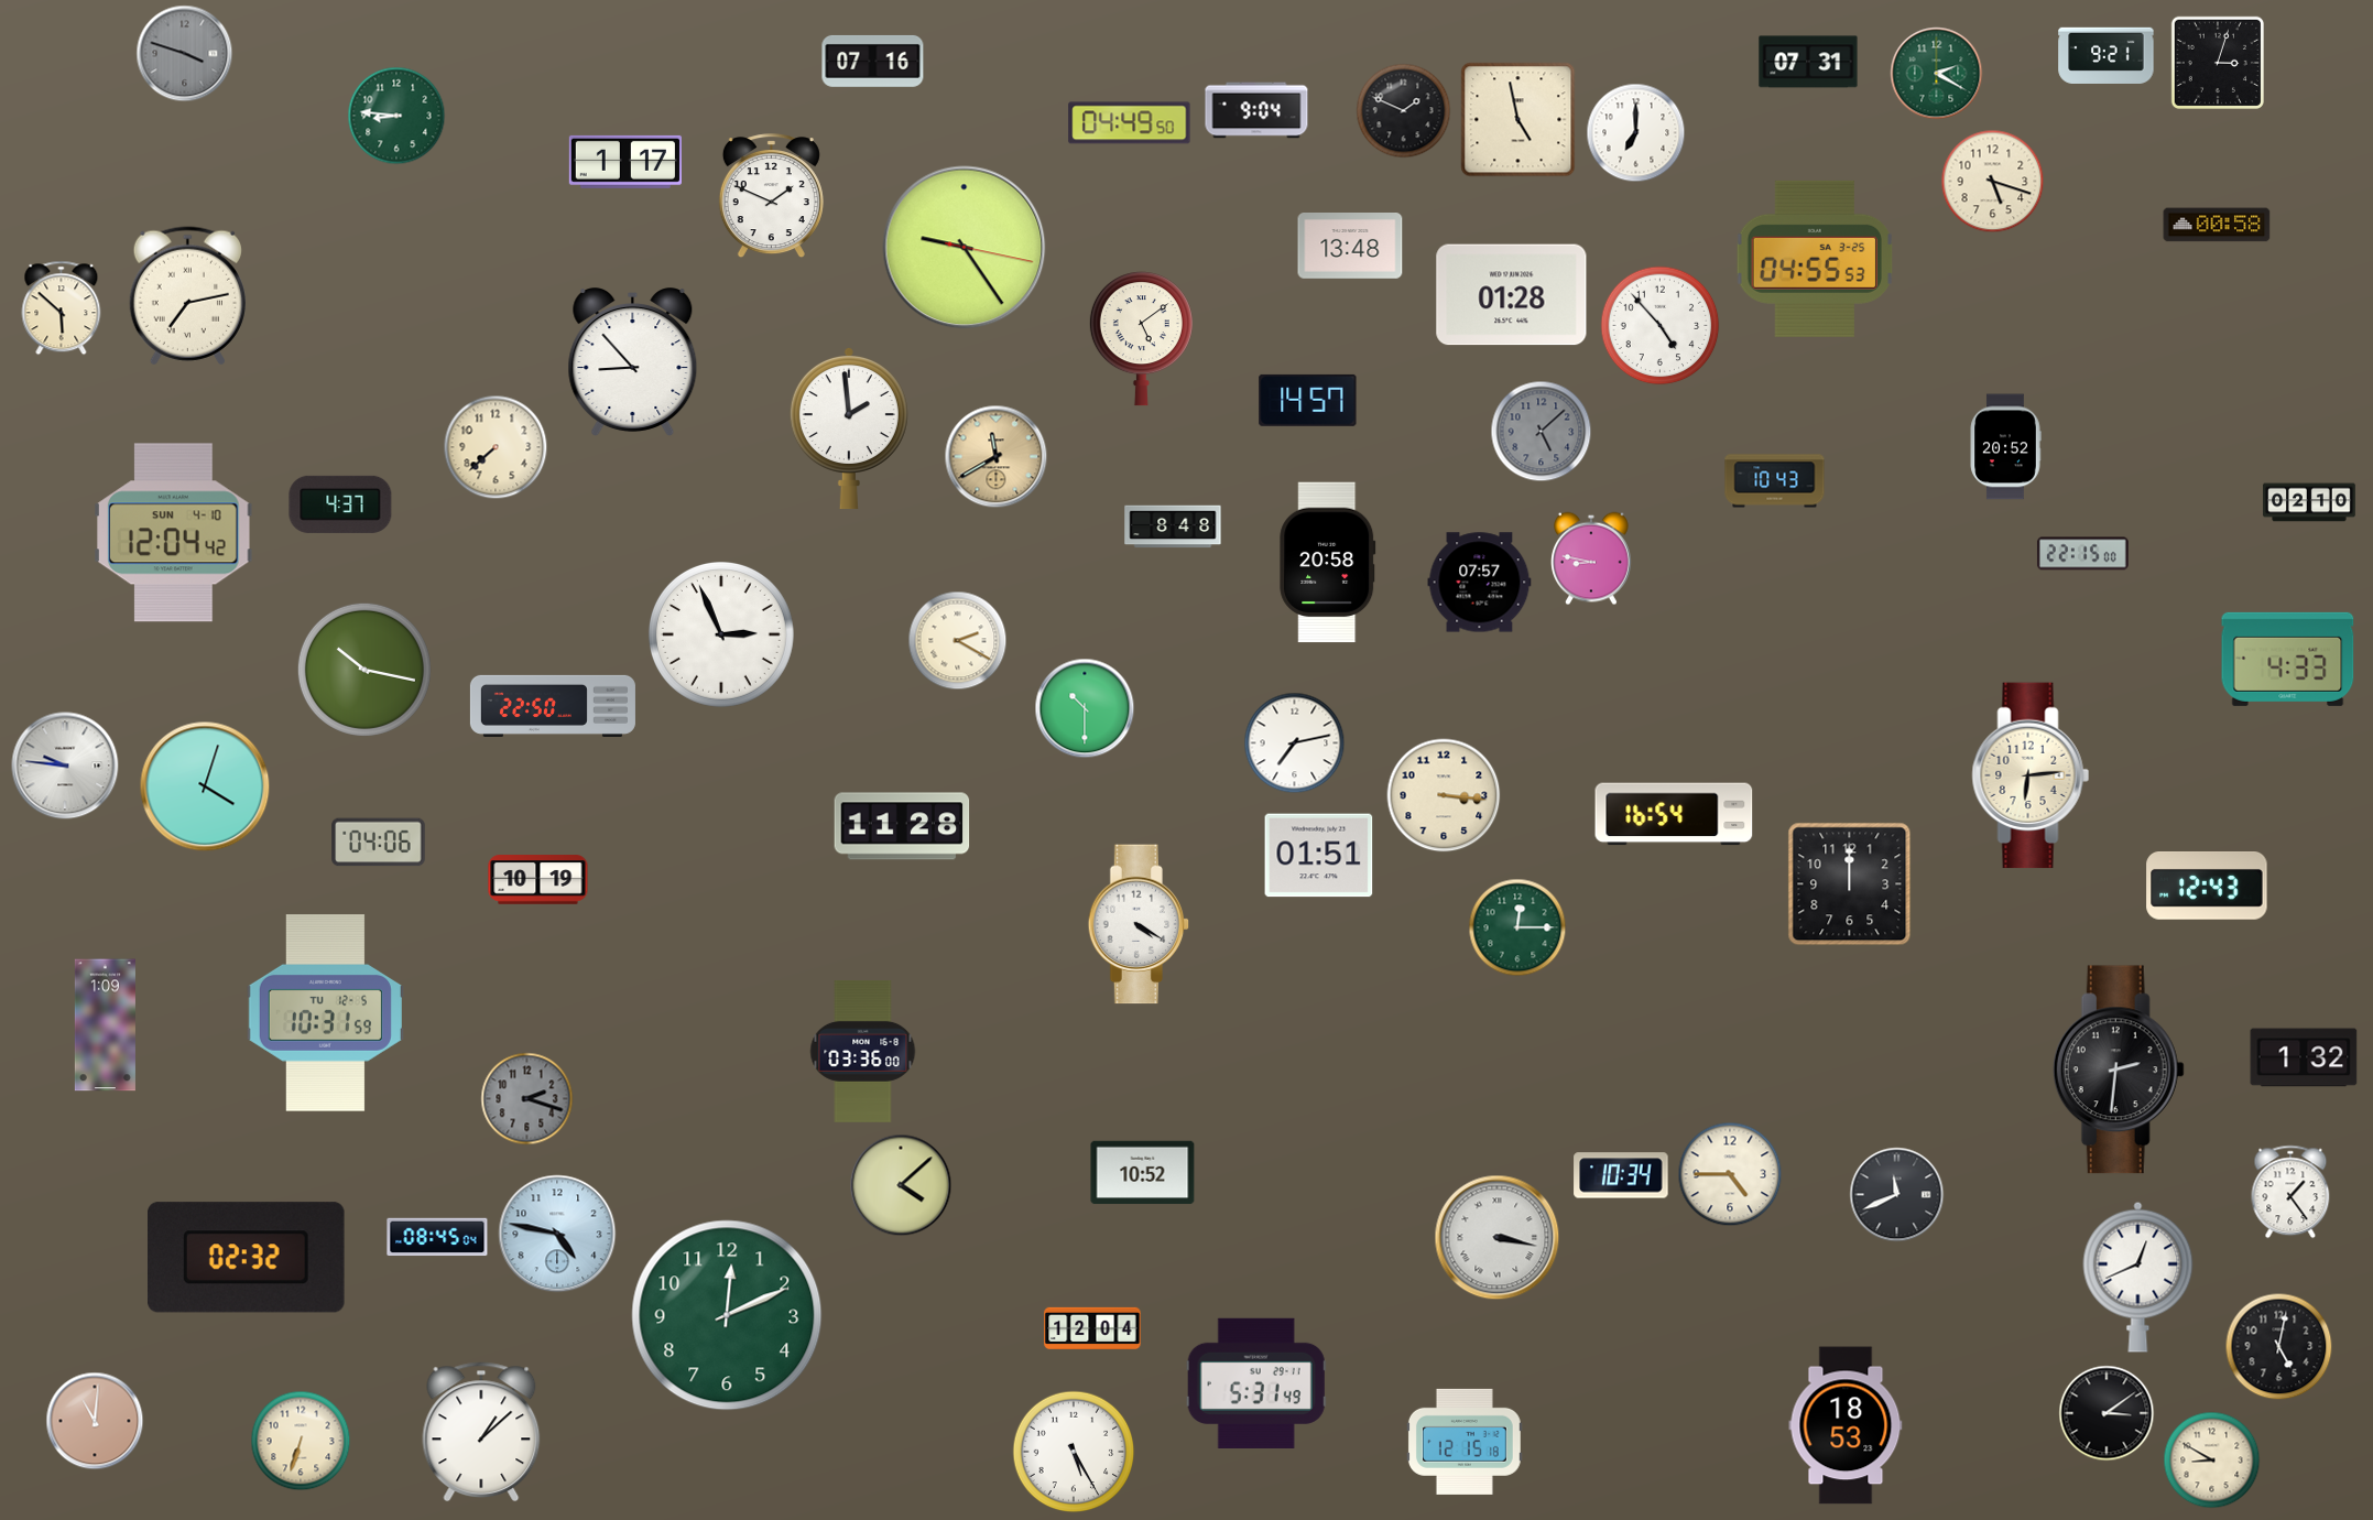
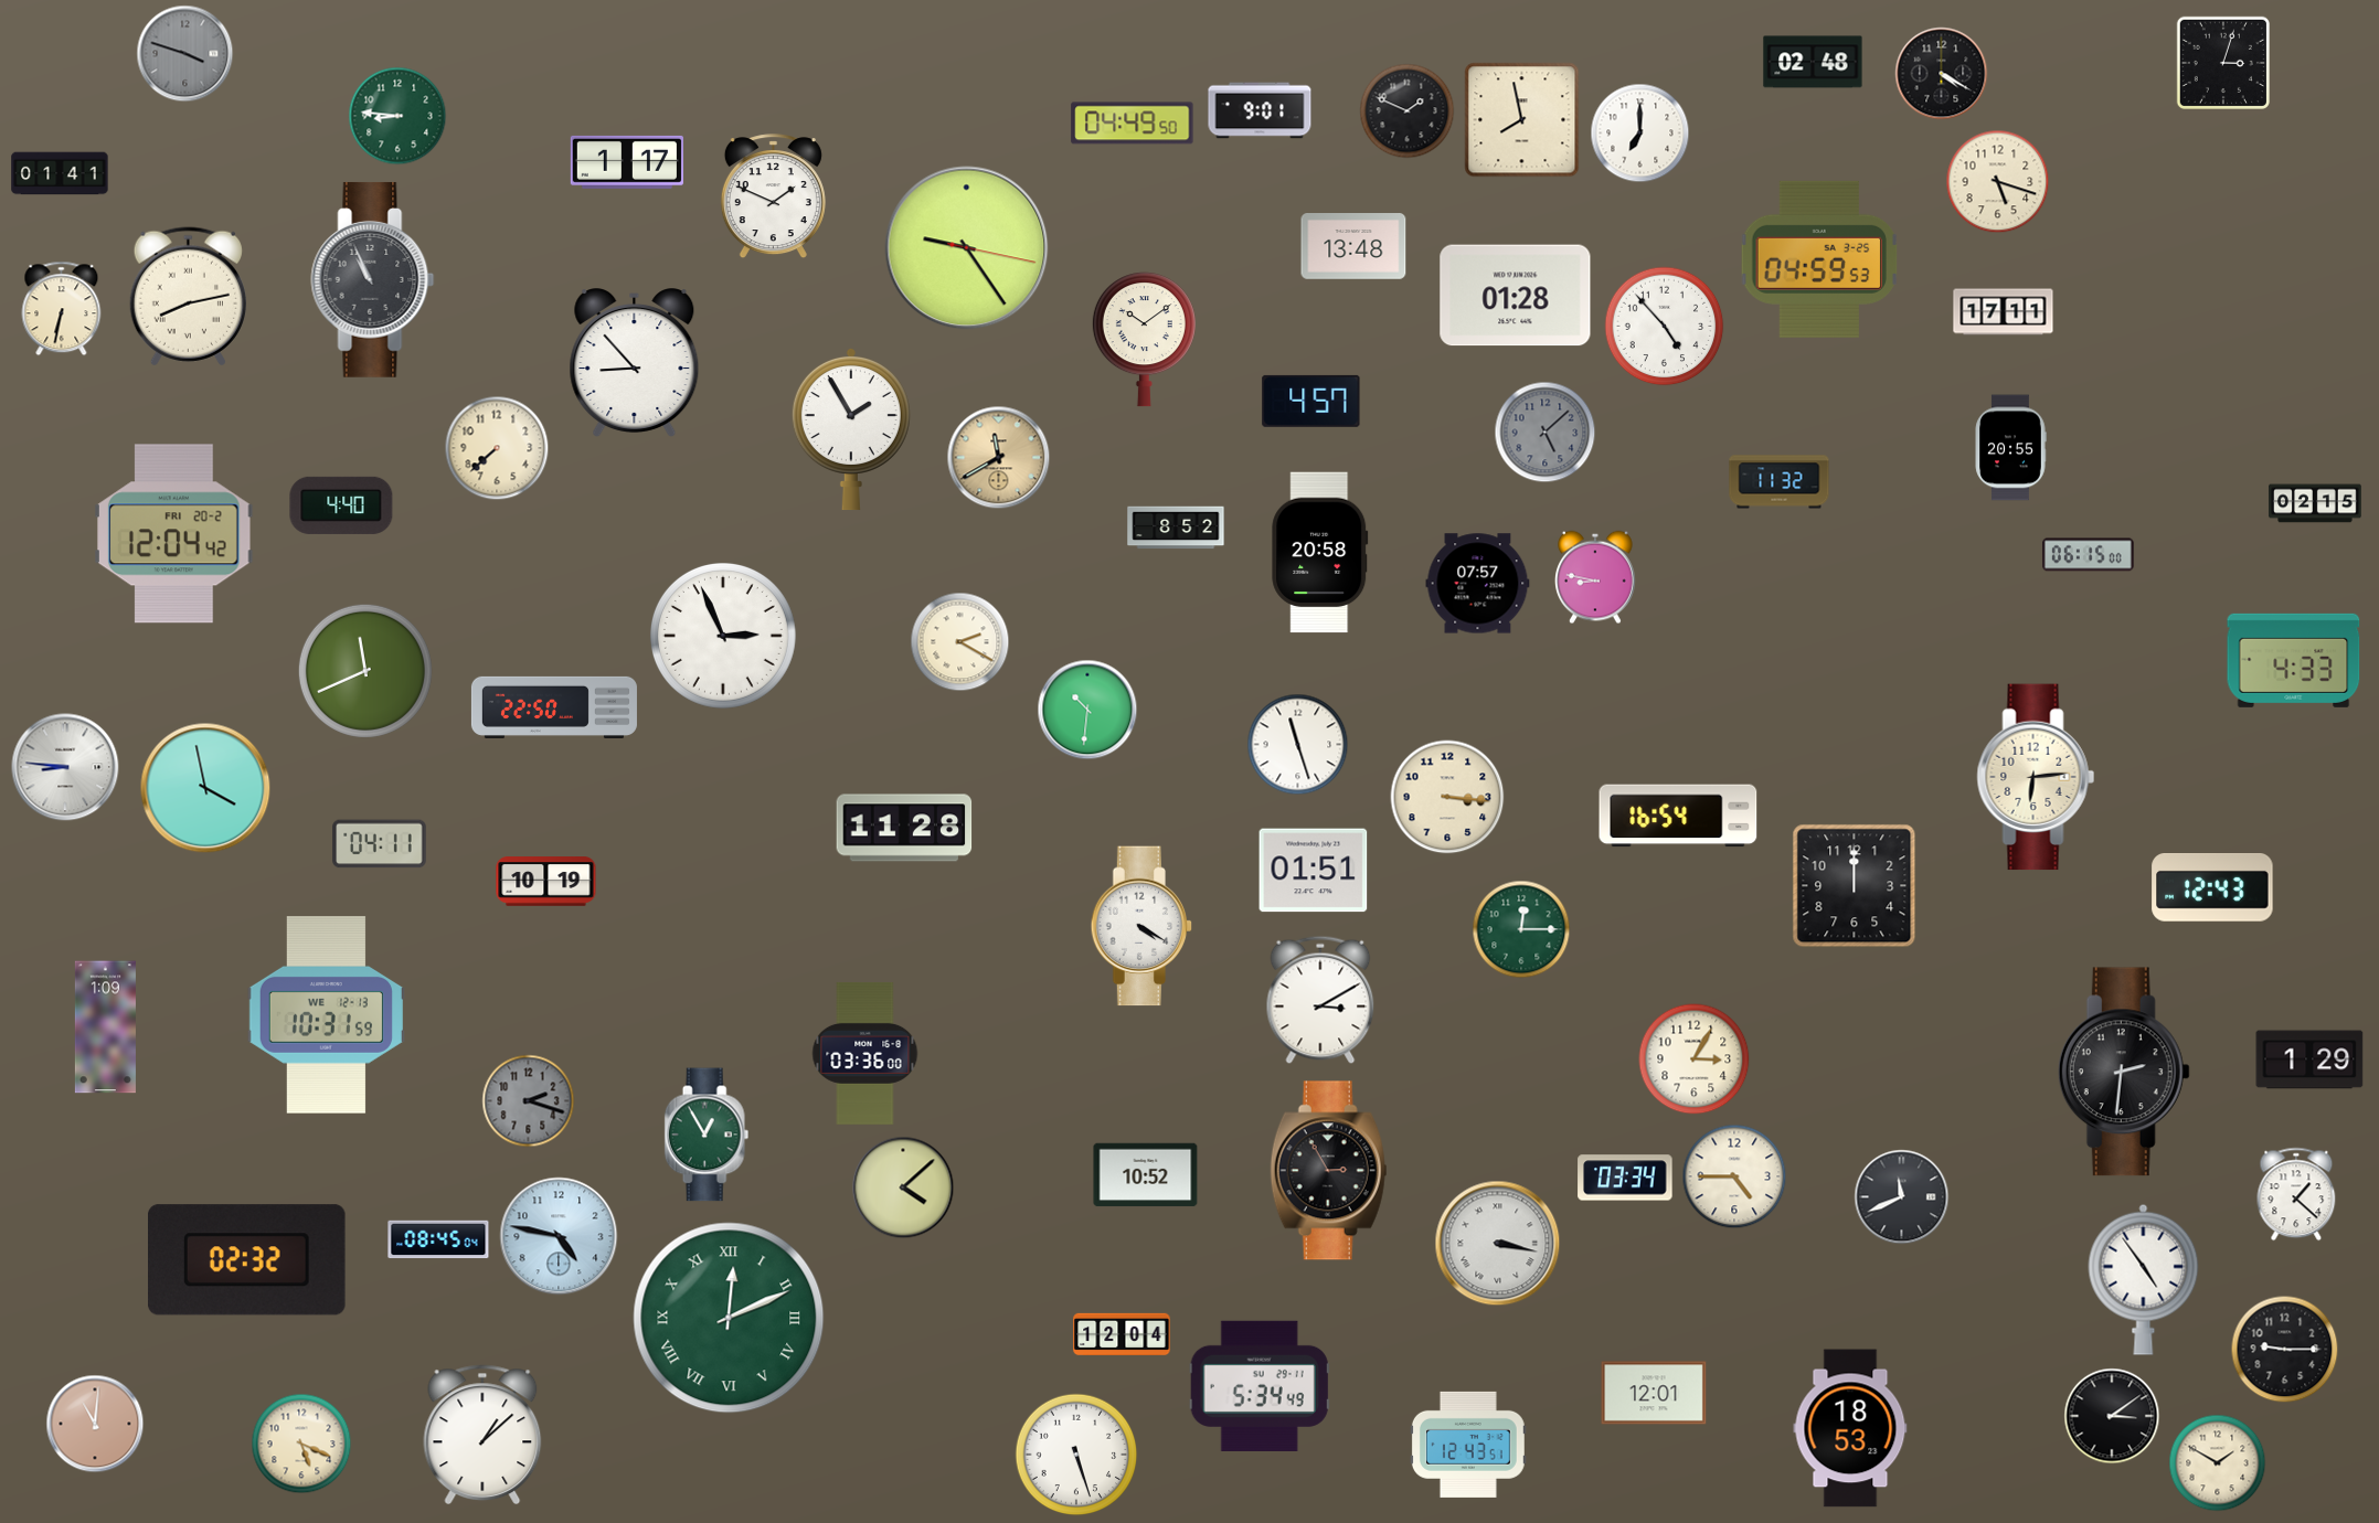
clock at (2107, 55): 9:21 -> none
clock at (873, 61): 07:16 -> none
clock at (1808, 62): 07:31 -> 02:48
clock at (1937, 74): 2:20 -> 4:20
clock at (1937, 74) dial: green -> black
clock at (1256, 110): 9:04 -> 9:01
clock at (1518, 120): 4:58 -> 7:58
clock at (60, 173): none -> 01:41
clock at (2217, 225): 00:58 -> none
clock at (1814, 259): 04:55 -> 04:59
clock at (373, 279): none -> 10:56
clock at (187, 296): 7:13 -> 8:13
clock at (62, 308): 5:52 -> 6:32
clock at (2004, 312): none -> 17:11
clock at (1141, 339): 5:09 -> 10:09
clock at (1308, 400): 14:57 -> 4:57
clock at (849, 428): 1:59 -> 1:55
clock at (2005, 447): 20:52 -> 20:55
clock at (1775, 481): 10:43 -> 11:32
clock at (2309, 502): 02:10 -> 02:15
clock at (340, 504): 4:37 -> 4:40
clock at (1173, 526): 8:48 -> 8:52
clock at (174, 533) date: SUN 4-10 -> FRI 20-2
clock at (2082, 554): 22:15 -> 06:15
clock at (1592, 558) position: (1592, 558) -> (1596, 577)
clock at (1328, 563) position: (1328, 563) -> (1320, 553)
clock at (1480, 583) position: (1480, 583) -> (1478, 584)
clock at (364, 670): 10:17 -> 11:41
clock at (1085, 708): 10:30 -> 10:31
clock at (1295, 743): 7:13 -> 11:27
clock at (65, 766): 9:46 -> 8:46
clock at (205, 786): 4:03 -> 3:58
clock at (379, 843): 04:06 -> 04:11
clock at (1319, 856) position: (1319, 856) -> (1314, 871)
clock at (538, 880) position: (538, 880) -> (546, 882)
clock at (1320, 1000): none -> 3:10
clock at (325, 1013) date: TU 12-5 -> WE 12-13
clock at (1695, 1059): none -> 3:05
clock at (2304, 1057): 1:32 -> 1:29
clock at (707, 1135): none -> 12:55
clock at (1329, 1171): none -> 2:55
clock at (1621, 1175): 10:34 -> 03:34
clock at (2290, 1192): 1:24 -> 1:22
clock at (1498, 1238) position: (1498, 1238) -> (1498, 1244)
clock at (2138, 1277): 12:41 -> 4:54
clock at (727, 1315) numerals: Arabic -> Roman
clock at (1092, 1327) position: (1092, 1327) -> (1122, 1333)
clock at (2279, 1347): 5:02 -> 9:15
clock at (1256, 1383): 5:31 -> 5:34
clock at (1654, 1393): none -> 12:01
clock at (301, 1441): 6:33 -> 5:19
clock at (1465, 1442): 12:15 -> 12:43
clock at (1074, 1452): 5:25 -> 5:27
clock at (2212, 1461): 8:50 -> 1:50
